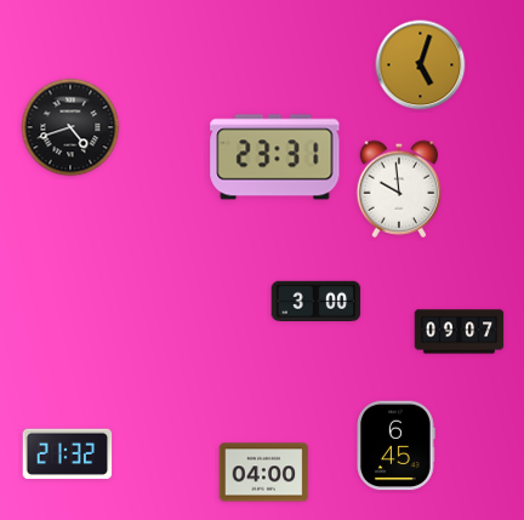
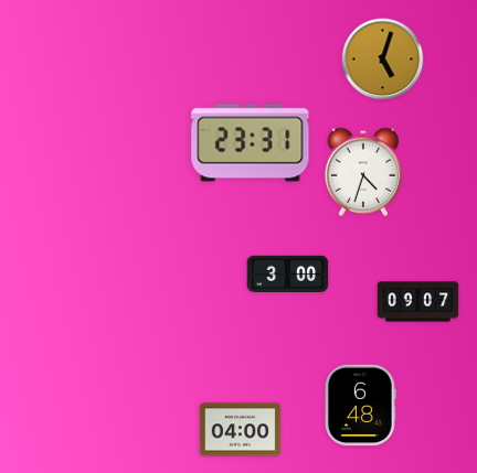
clock at (70, 127): 4:42 -> none
clock at (399, 189): 9:59 -> 4:33
clock at (397, 446): 6:45 -> 6:48
clock at (68, 455): 21:32 -> none
